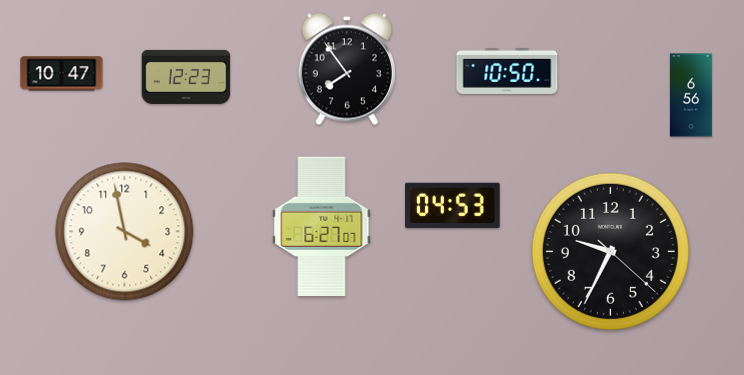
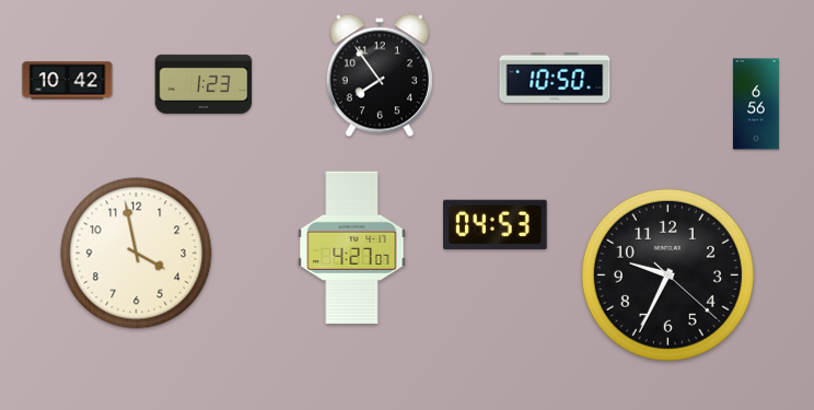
clock at (62, 74): 10:47 -> 10:42
clock at (186, 77): 12:23 -> 1:23
clock at (322, 227): 6:27 -> 4:27
